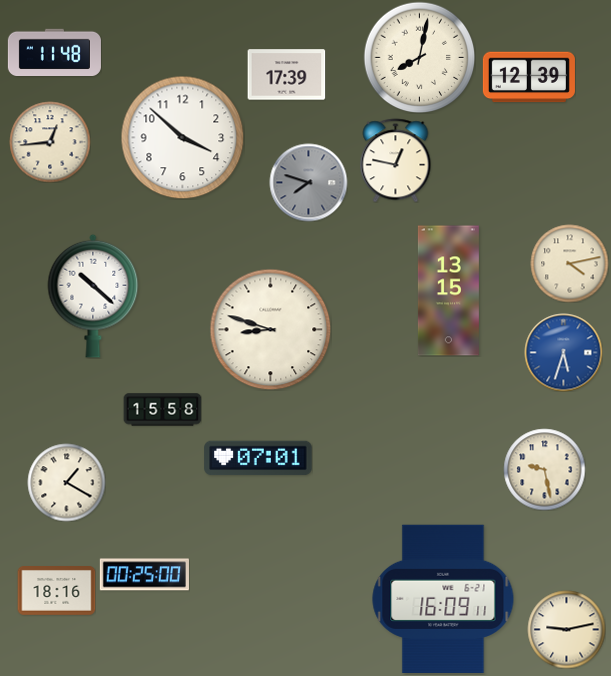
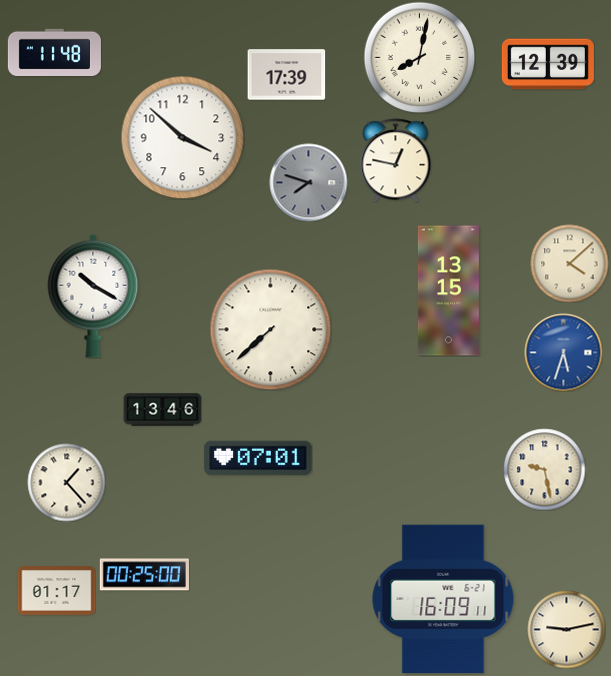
clock at (529, 77) position: (529, 77) -> (548, 64)
clock at (50, 142): 12:44 -> none
clock at (569, 263): 4:13 -> 4:08
clock at (93, 296): 10:22 -> 10:20
clock at (270, 329): 8:48 -> 7:38
clock at (162, 410): 15:58 -> 13:46
clock at (66, 482): 1:20 -> 1:23
clock at (56, 591): 18:16 -> 01:17
